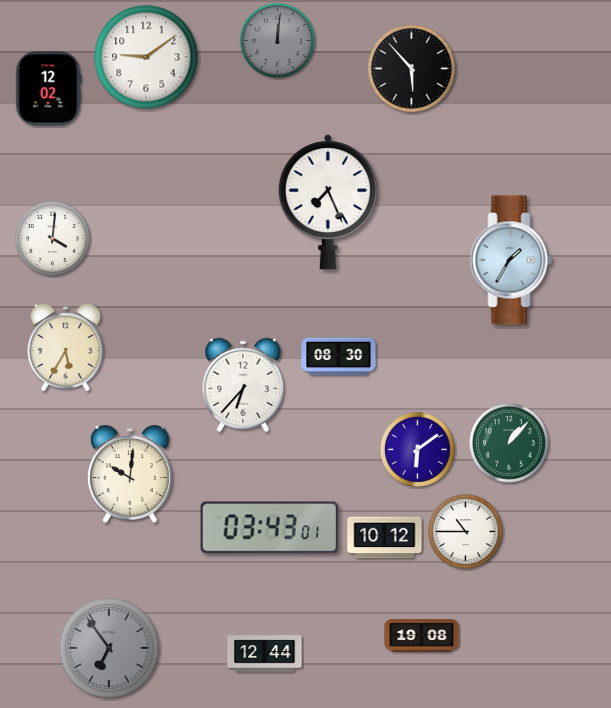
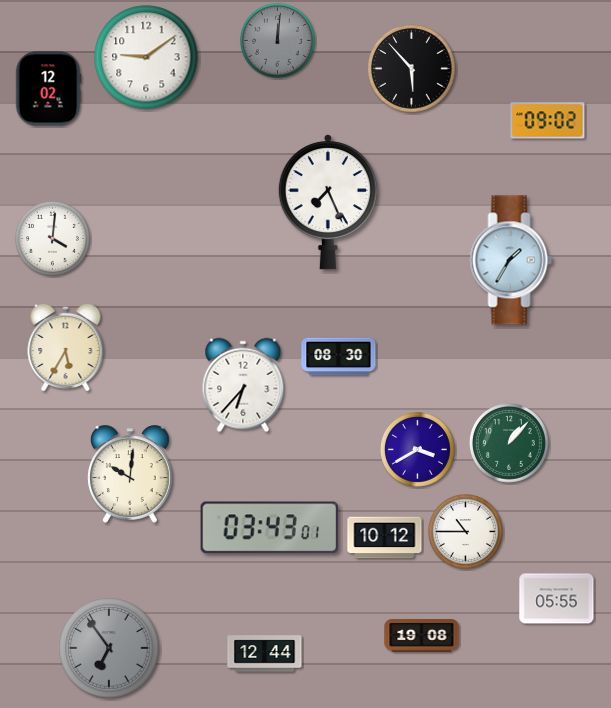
clock at (548, 121): none -> 09:02
clock at (417, 449): 6:09 -> 3:40
clock at (557, 599): none -> 05:55
